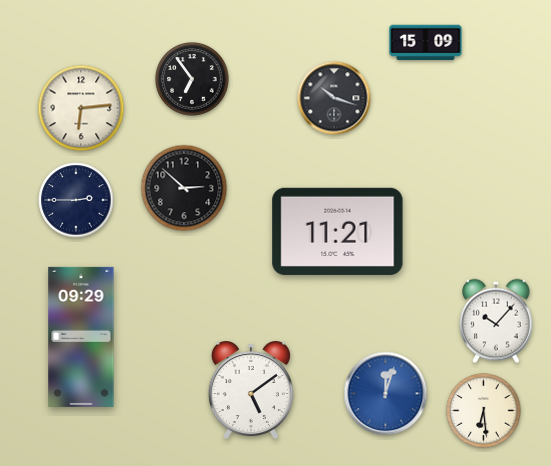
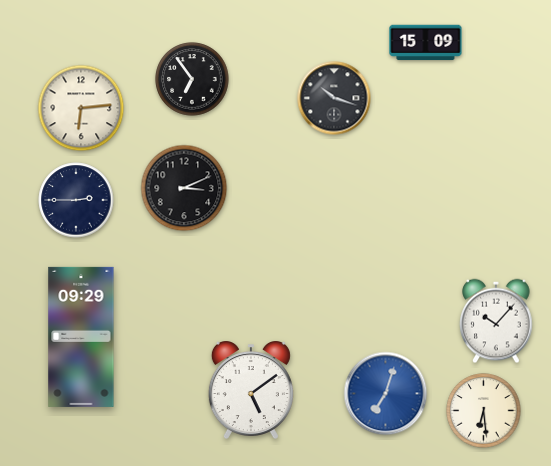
clock at (184, 188): 2:52 -> 3:11
clock at (338, 231): 11:21 -> none
clock at (386, 394): 12:03 -> 7:03
